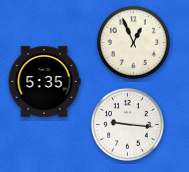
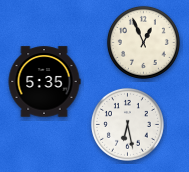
clock at (133, 42) position: (133, 42) -> (143, 42)
clock at (127, 124): 9:16 -> 6:28
